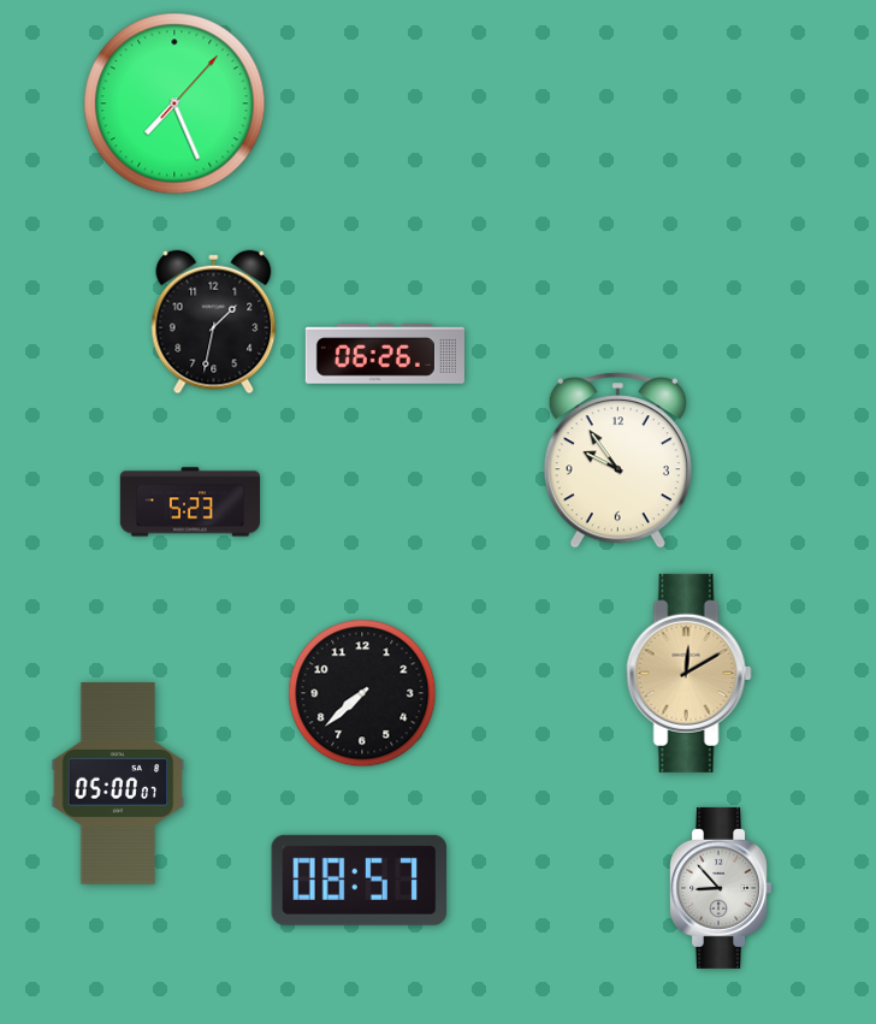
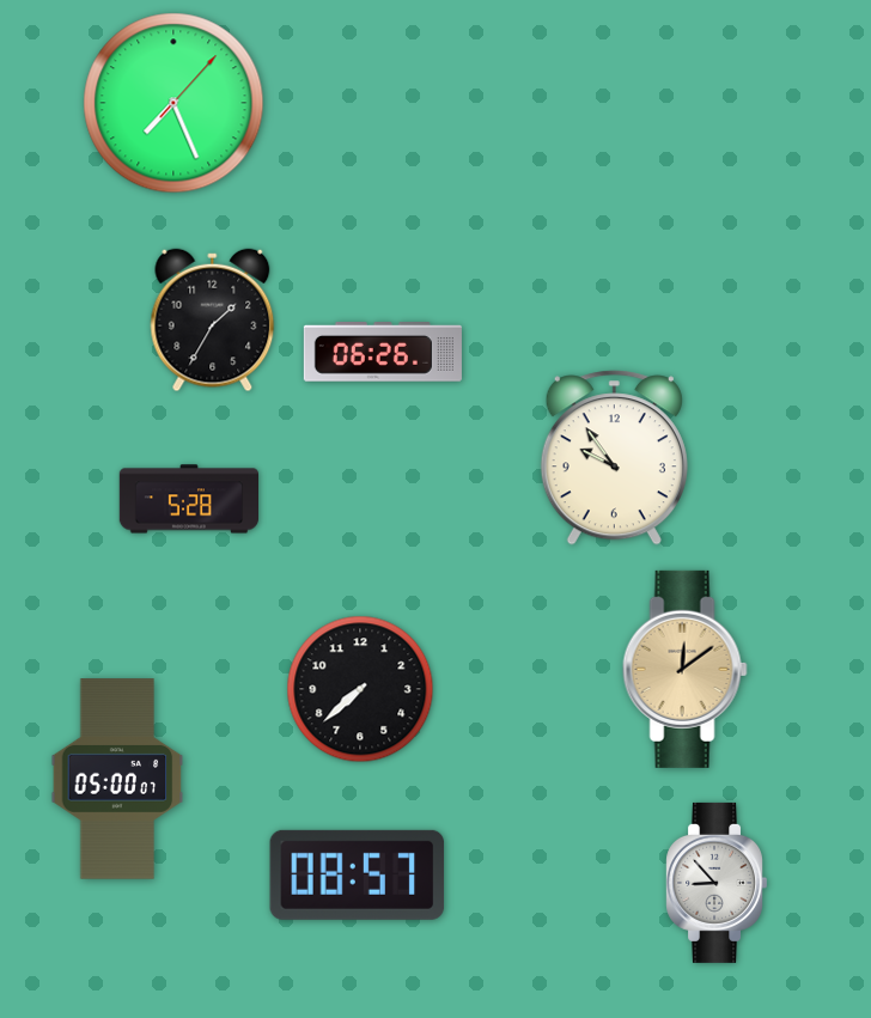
clock at (214, 322): 1:32 -> 1:35
clock at (189, 502): 5:23 -> 5:28
clock at (688, 673): 12:10 -> 12:09
